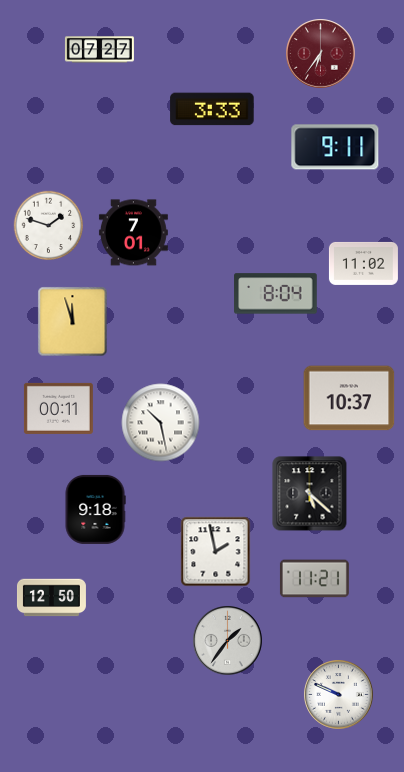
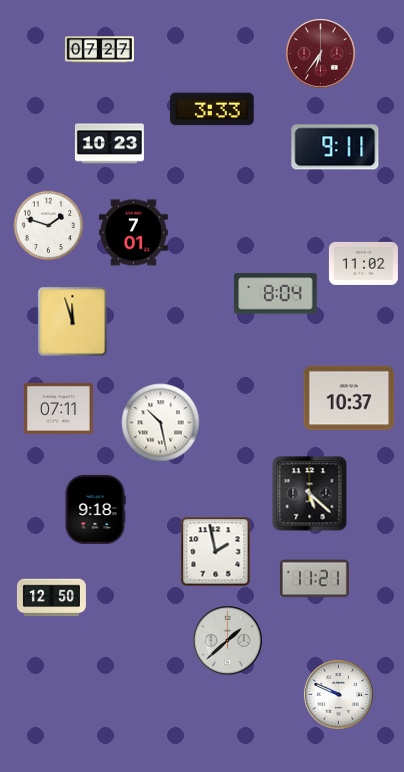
clock at (109, 144): none -> 10:23
clock at (58, 408): 00:11 -> 07:11
clock at (228, 641): 1:36 -> 1:38
